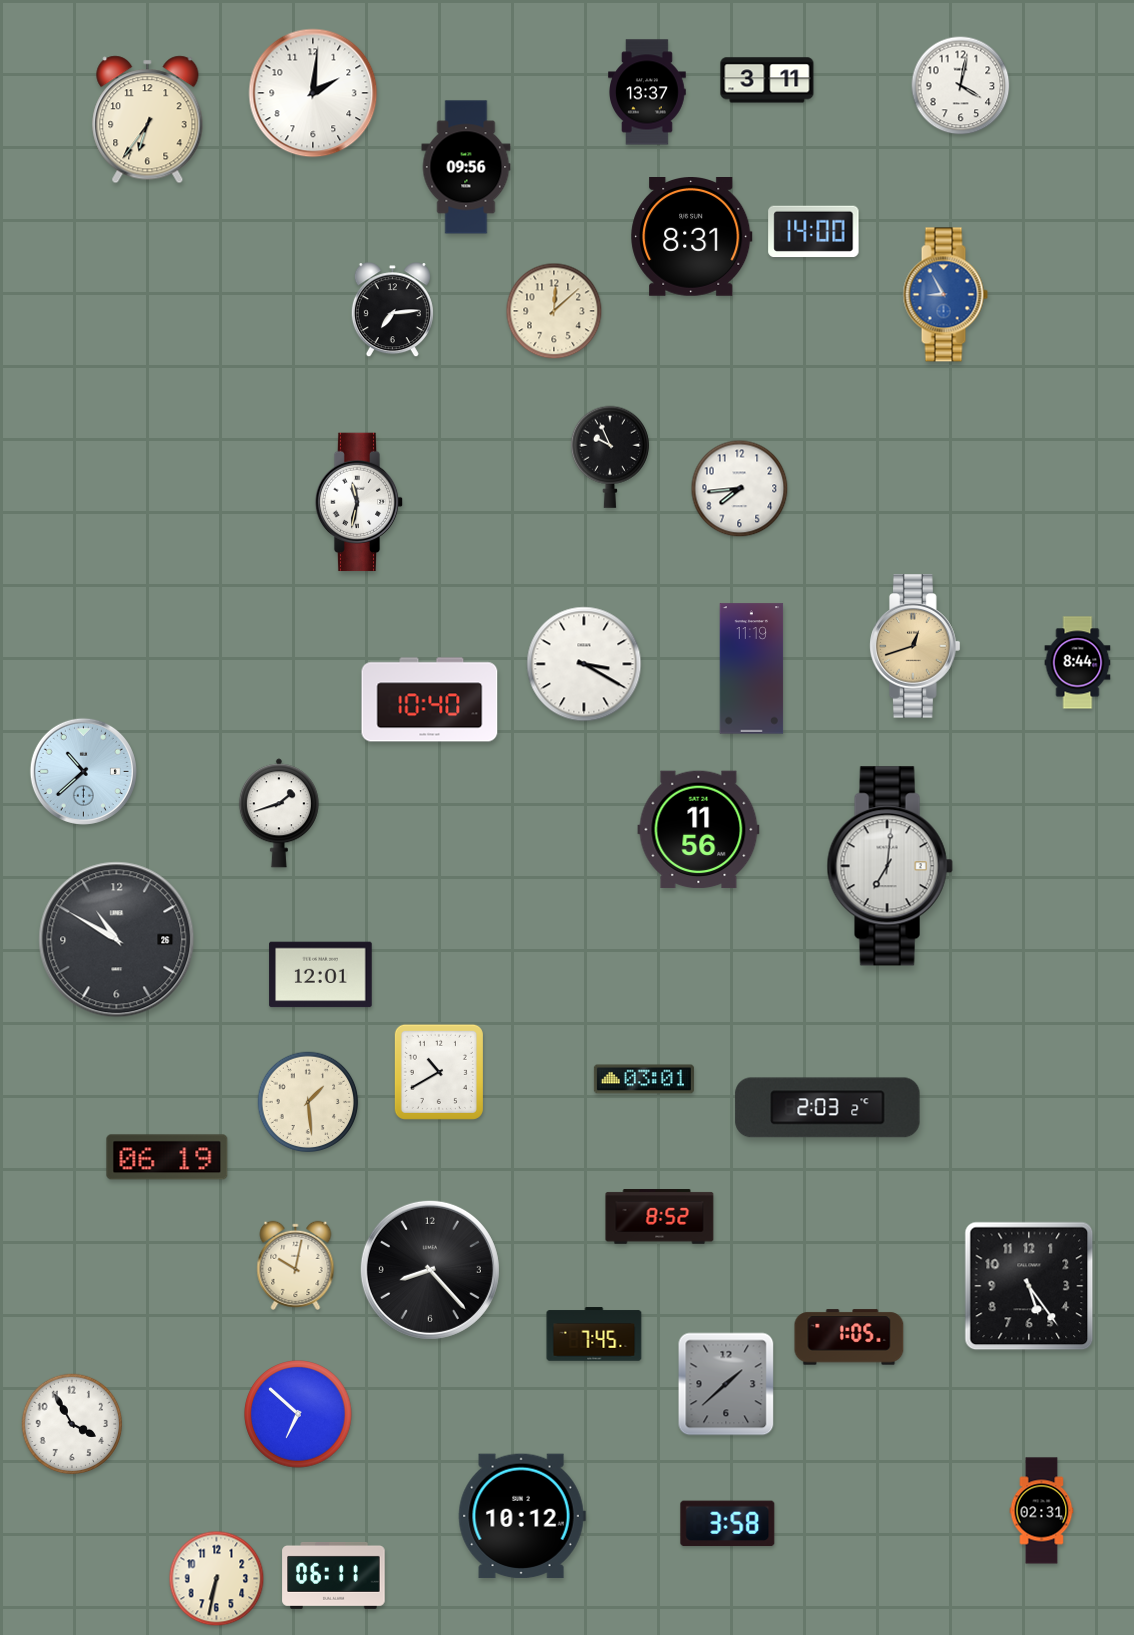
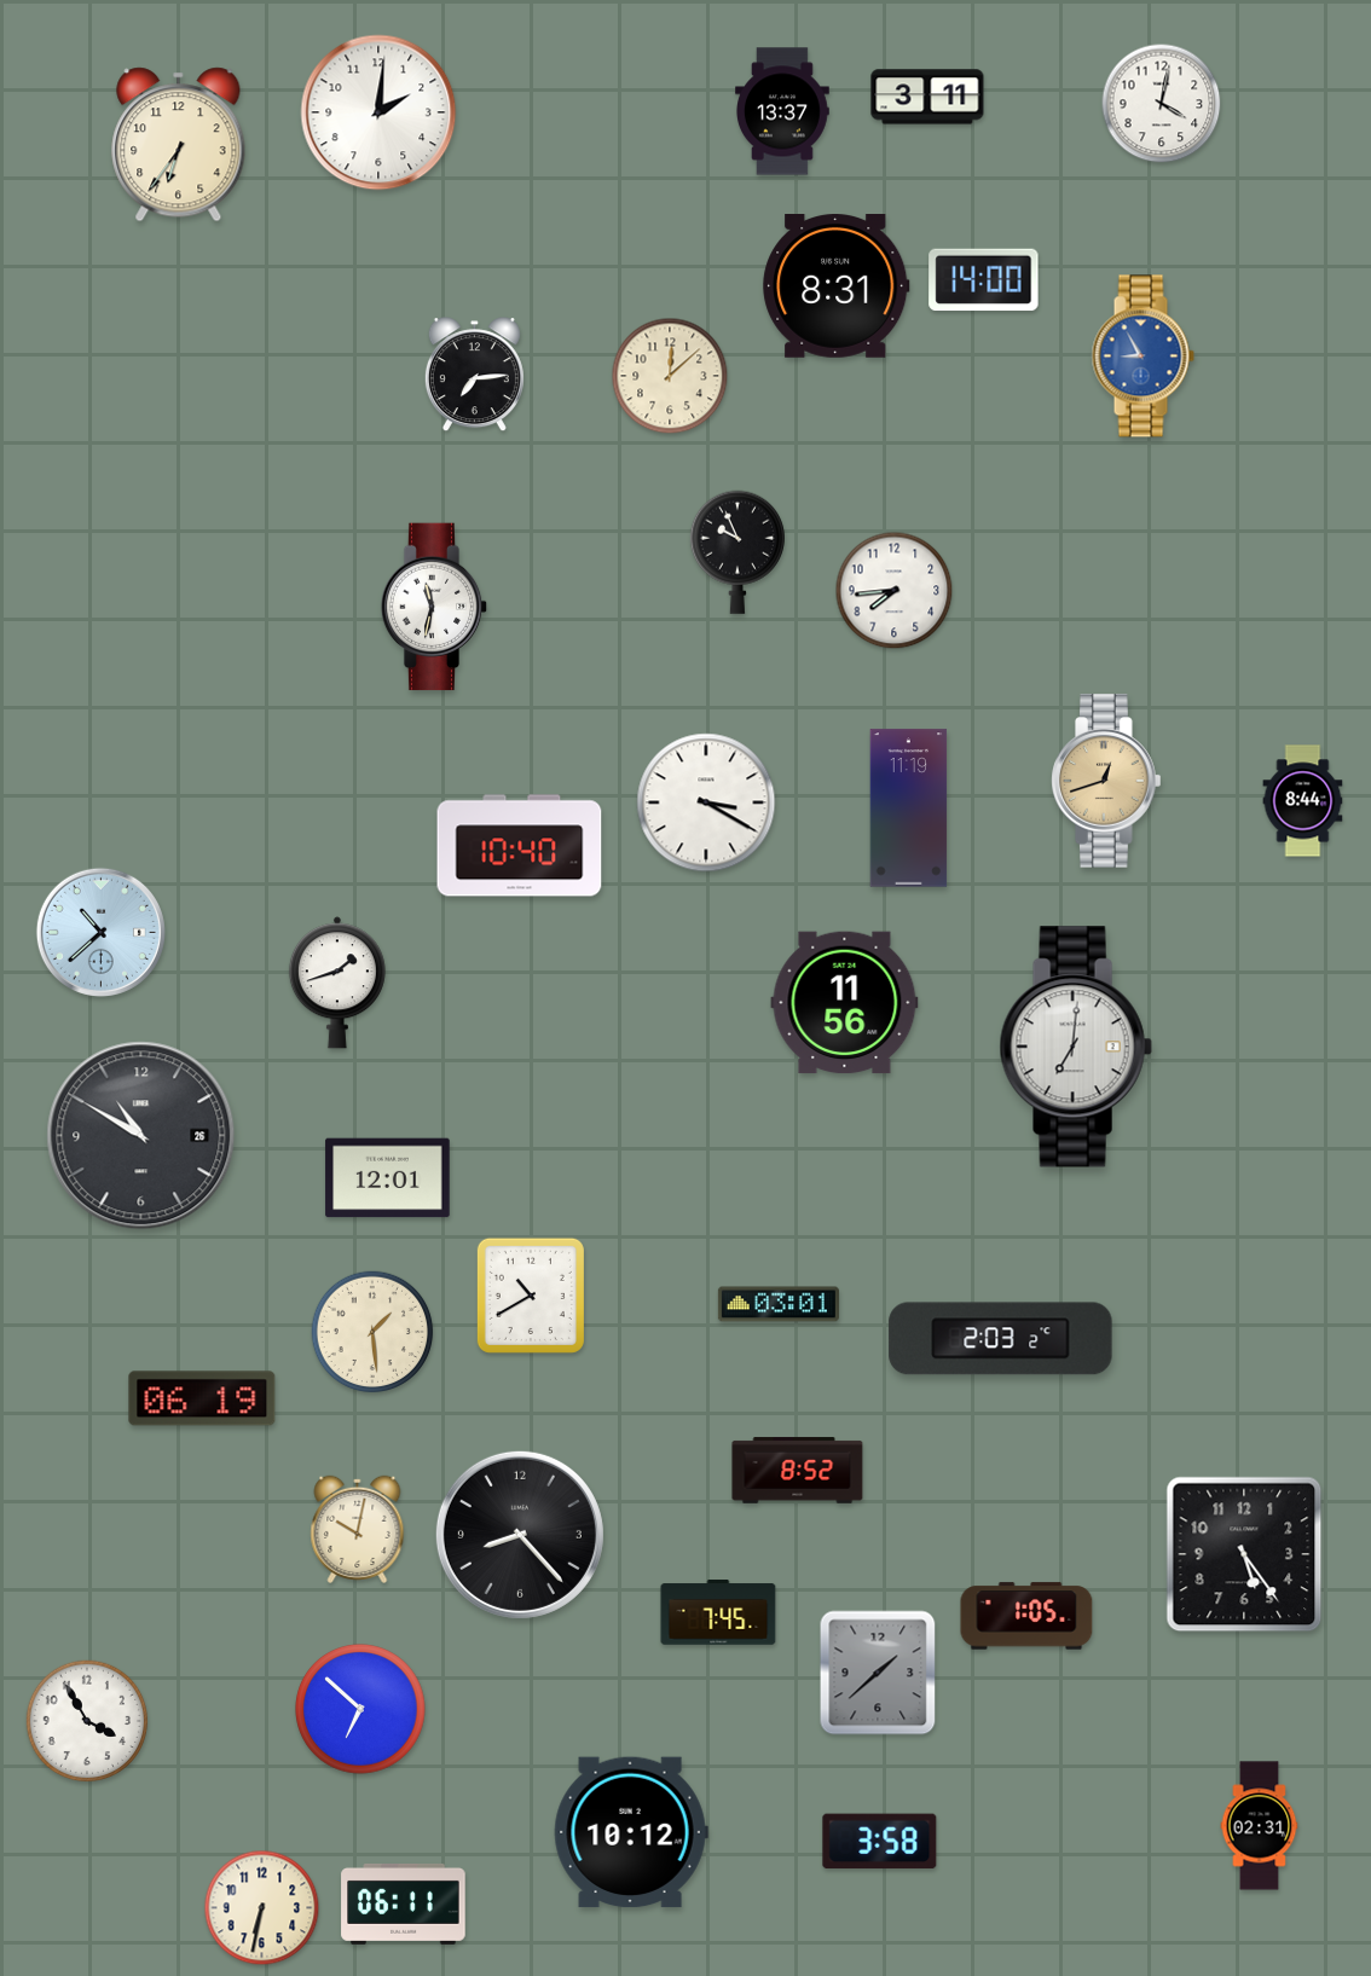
clock at (466, 167): 09:56 -> none
